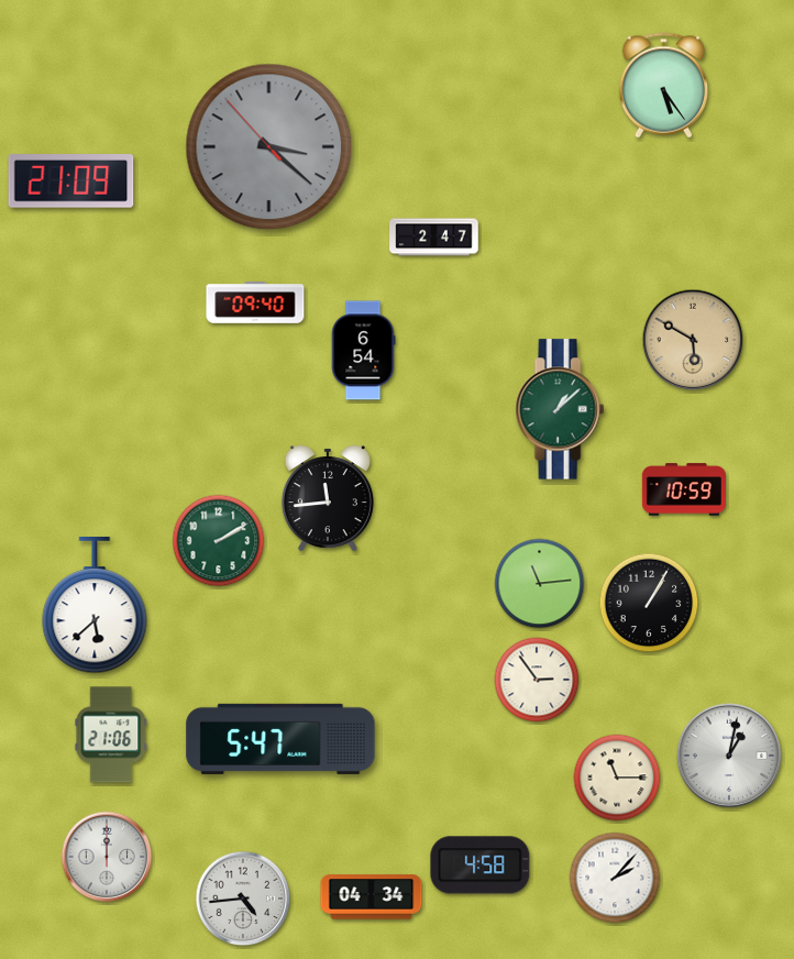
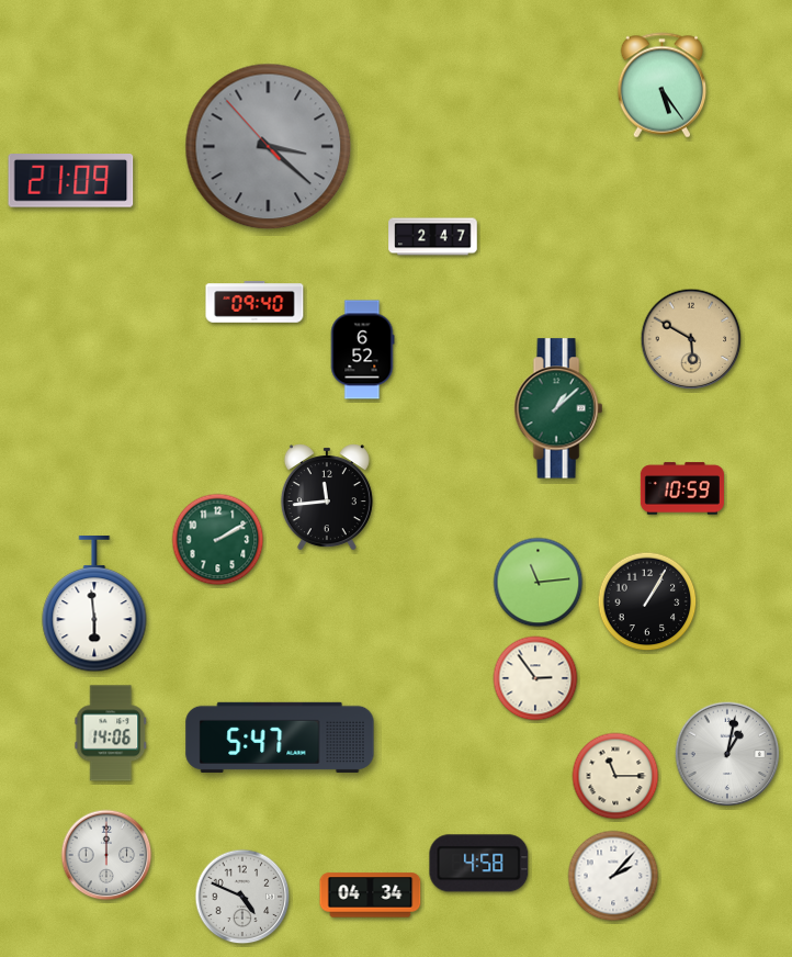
clock at (363, 351): 6:54 -> 6:52
clock at (95, 606): 5:38 -> 5:59
clock at (111, 735): 21:06 -> 14:06
clock at (243, 899): 4:44 -> 4:49
